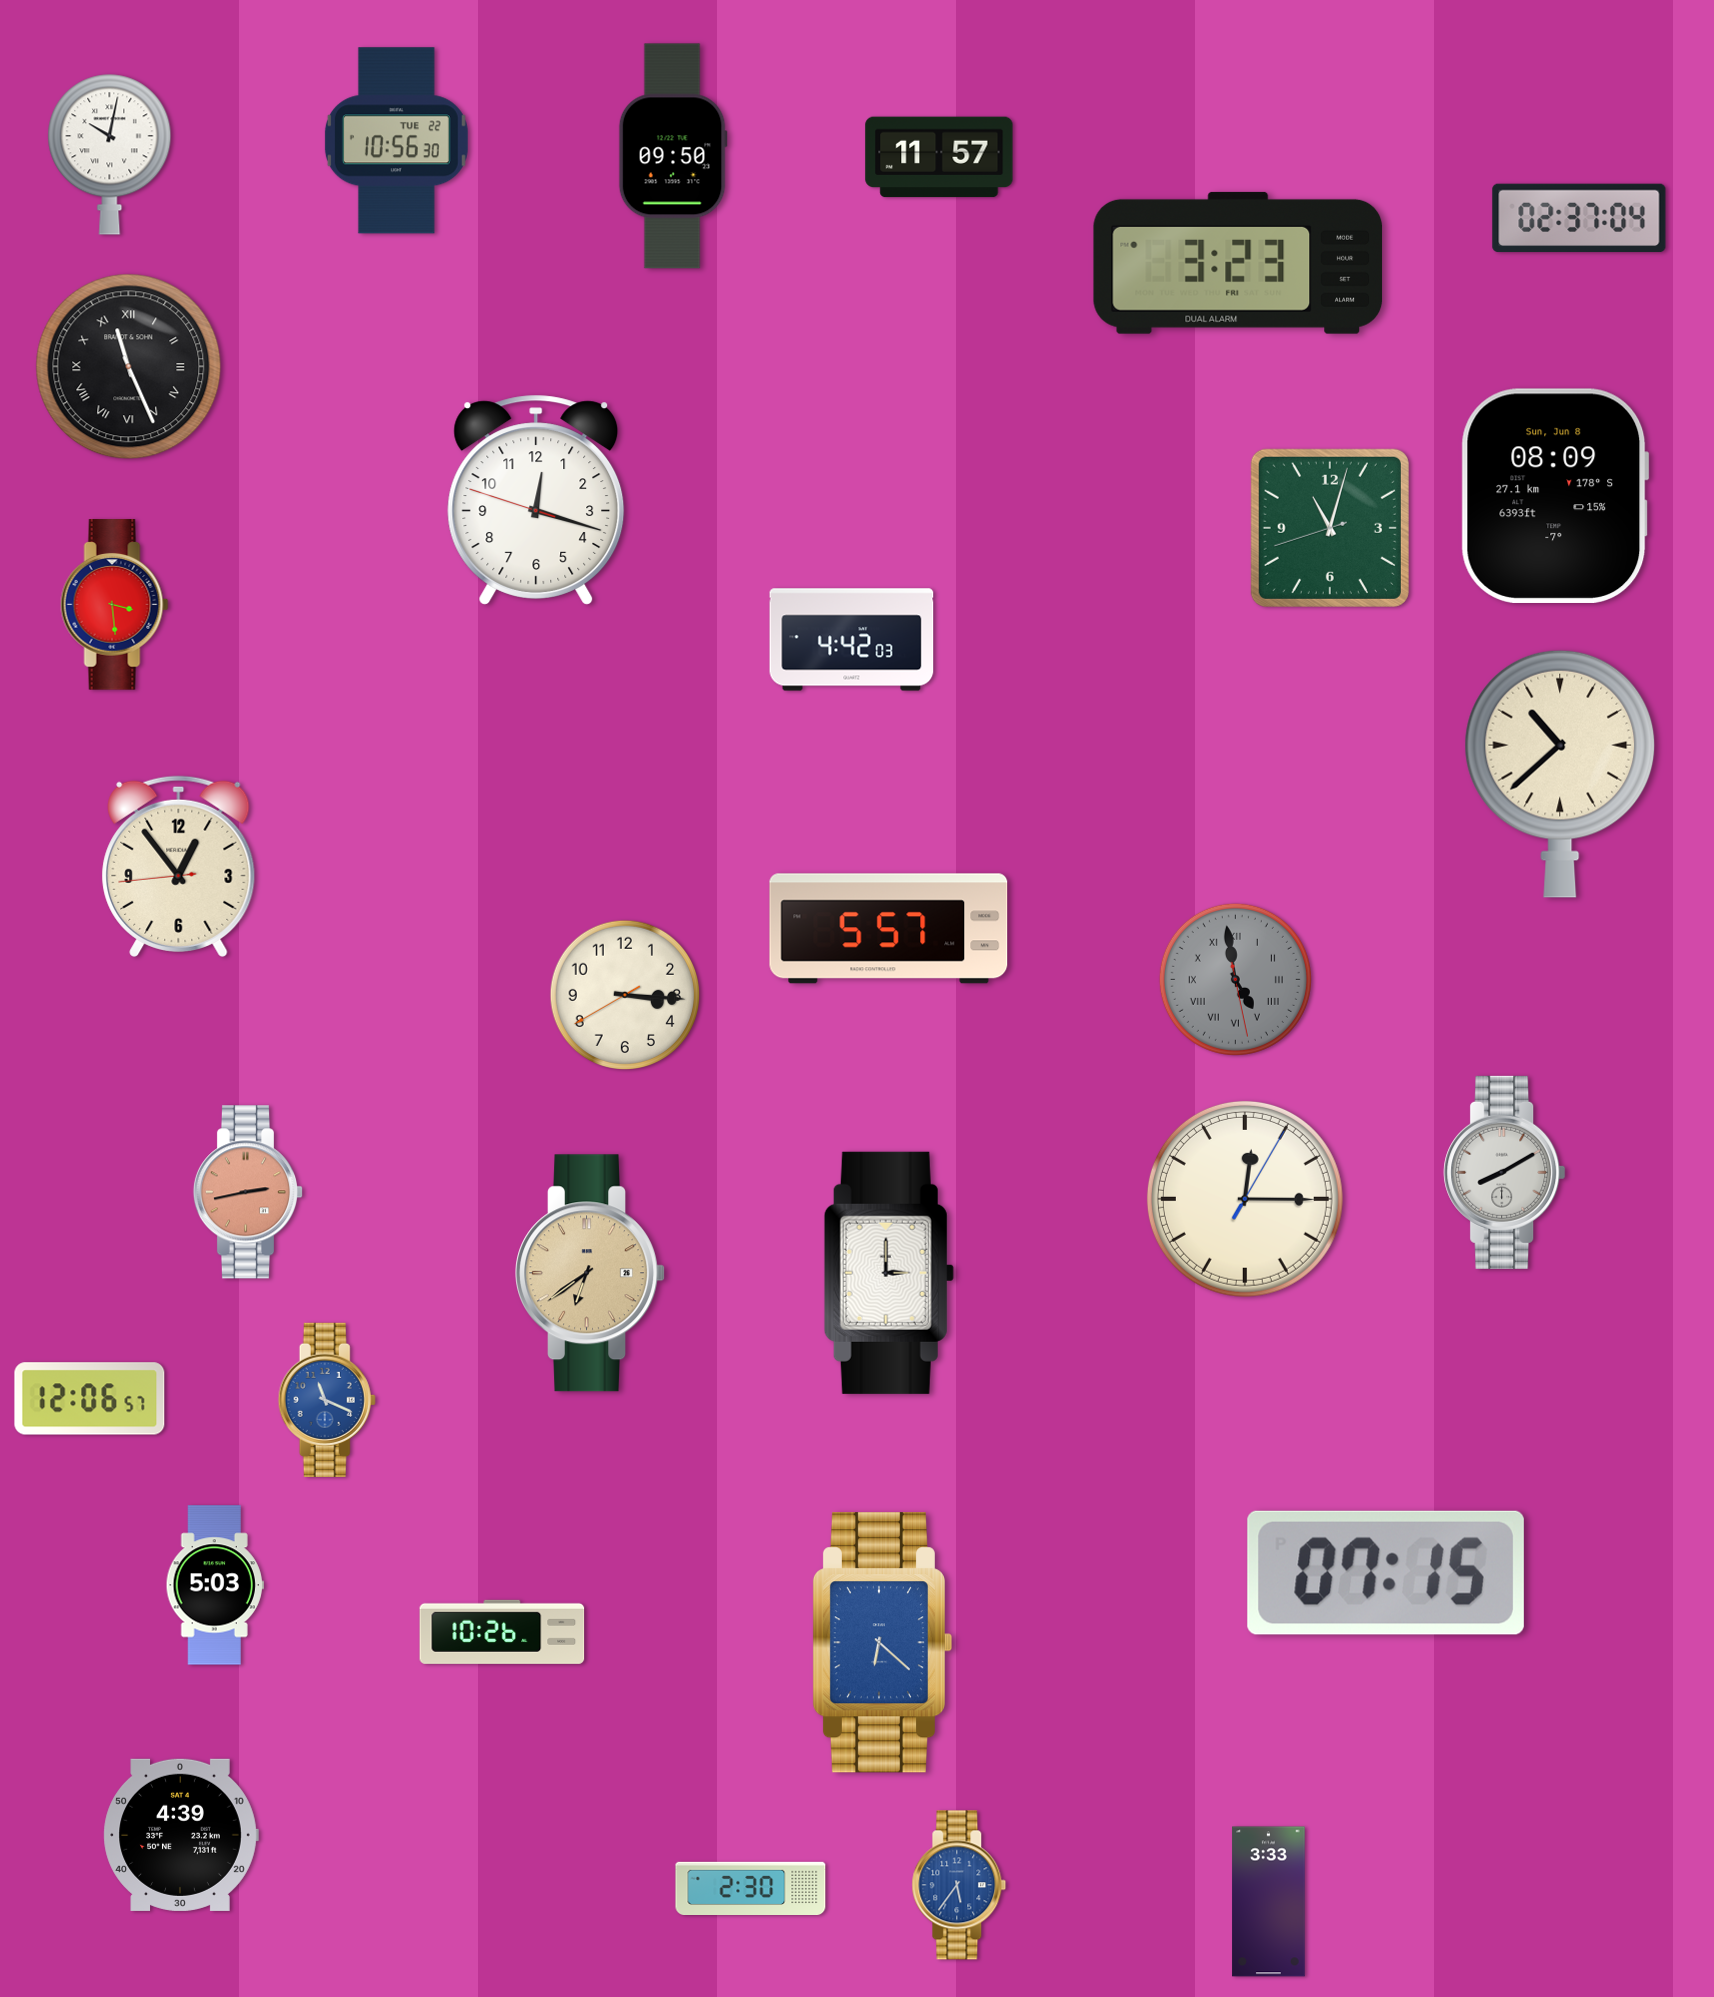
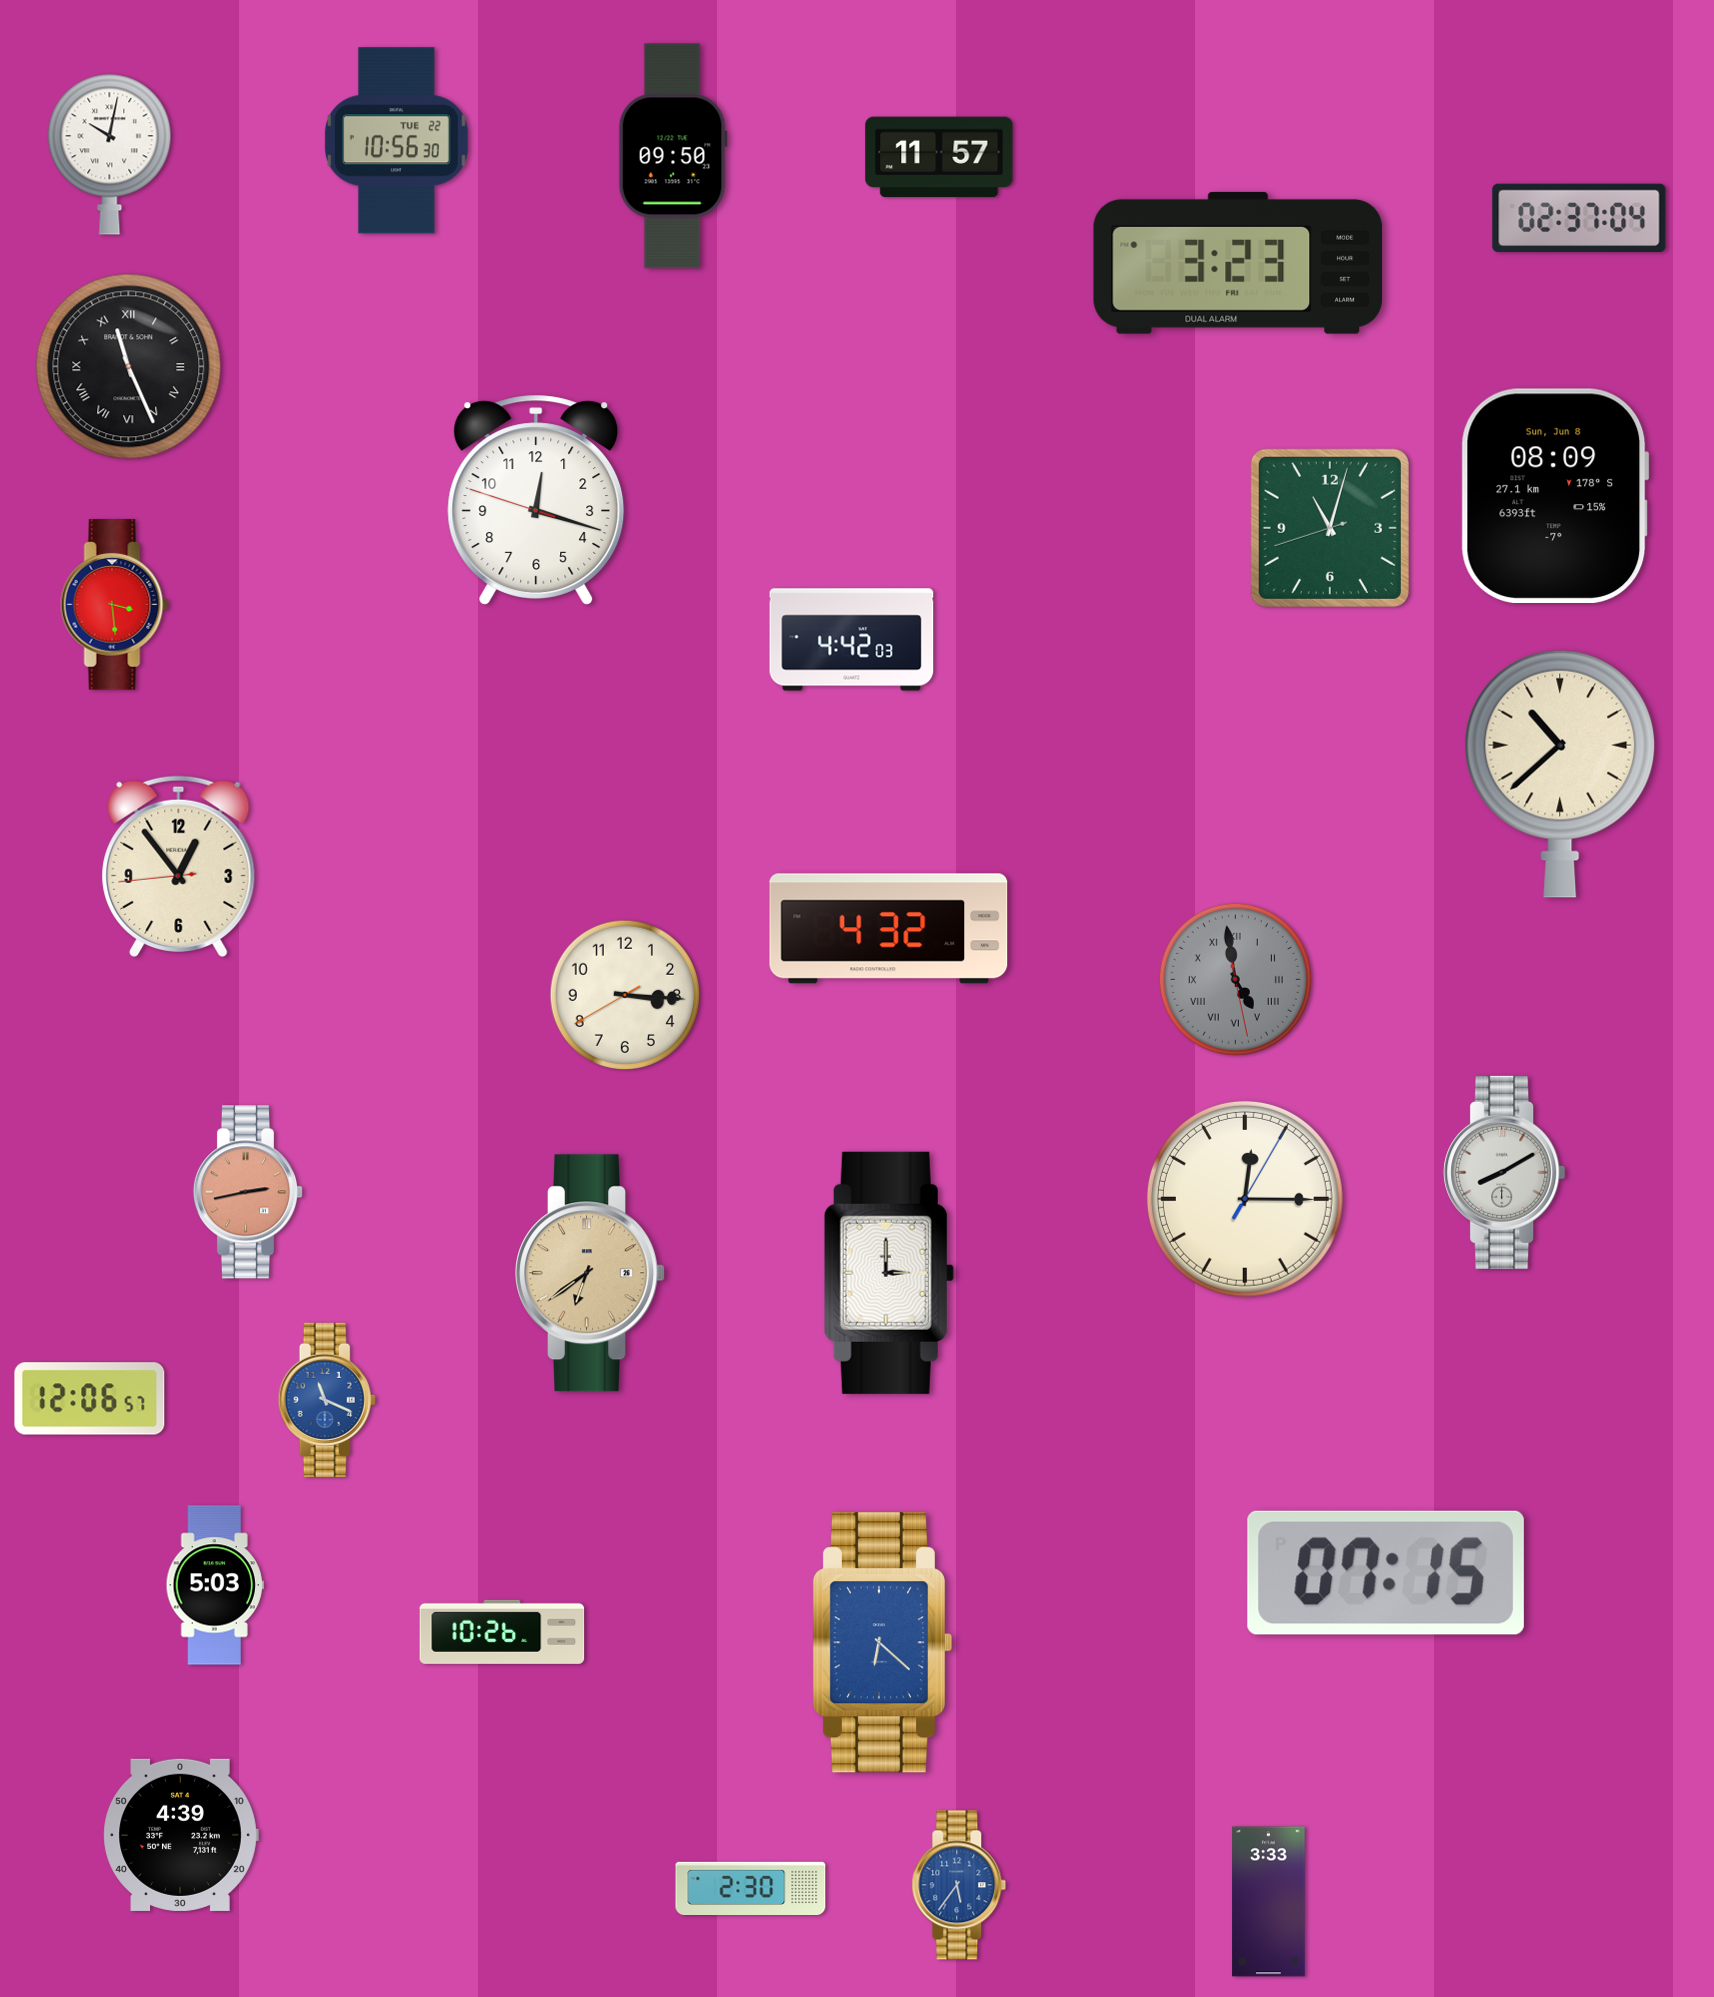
clock at (889, 929): 5:57 -> 4:32
